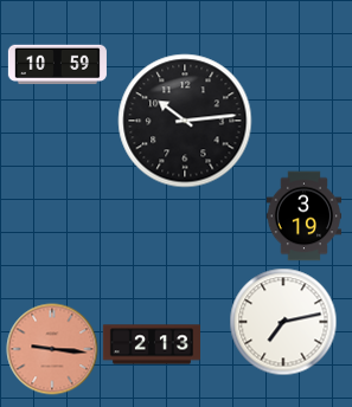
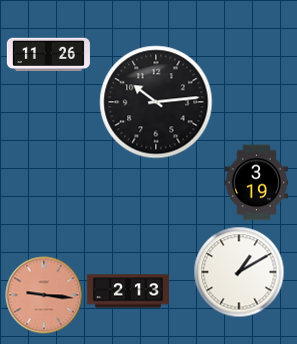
clock at (57, 65): 10:59 -> 11:26
clock at (283, 322): 7:13 -> 1:10
